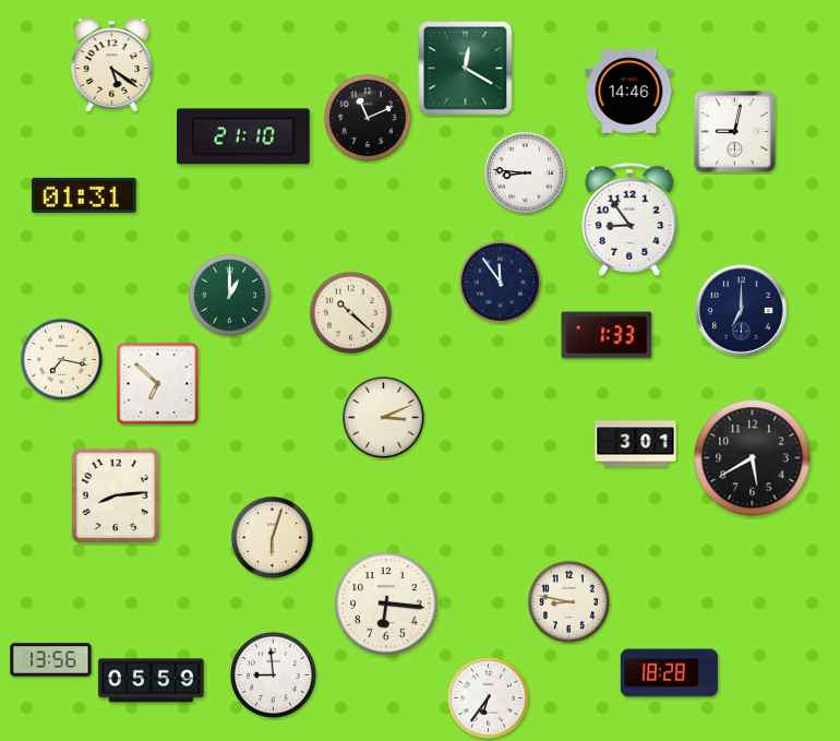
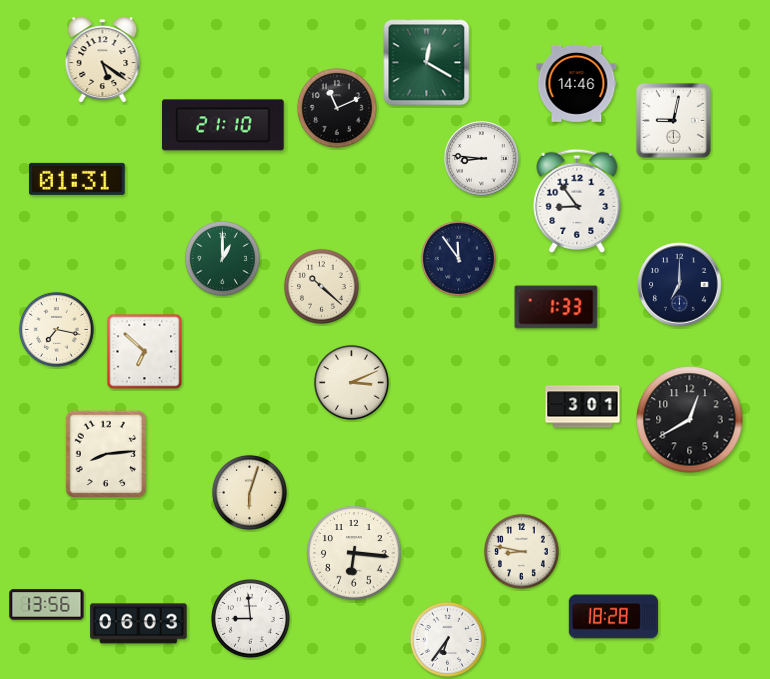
clock at (229, 295) position: (229, 295) -> (222, 258)
clock at (753, 458): 5:40 -> 12:40
clock at (152, 681): 05:59 -> 06:03
